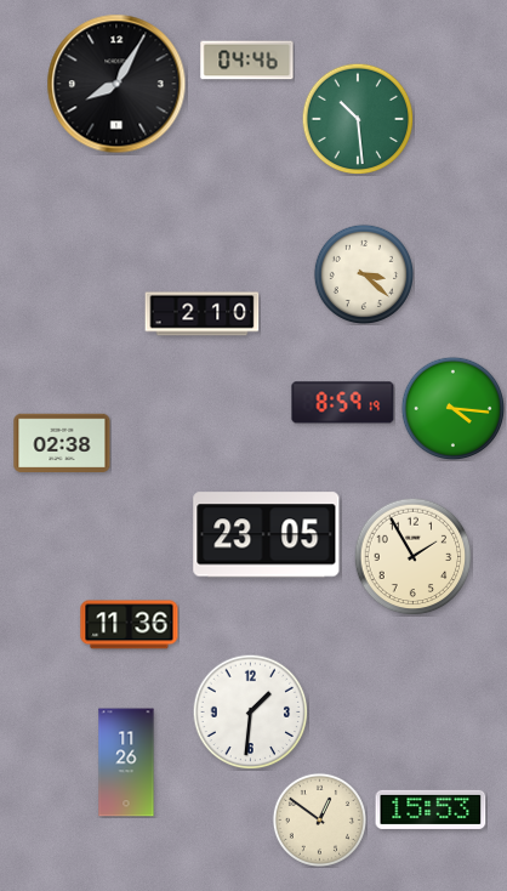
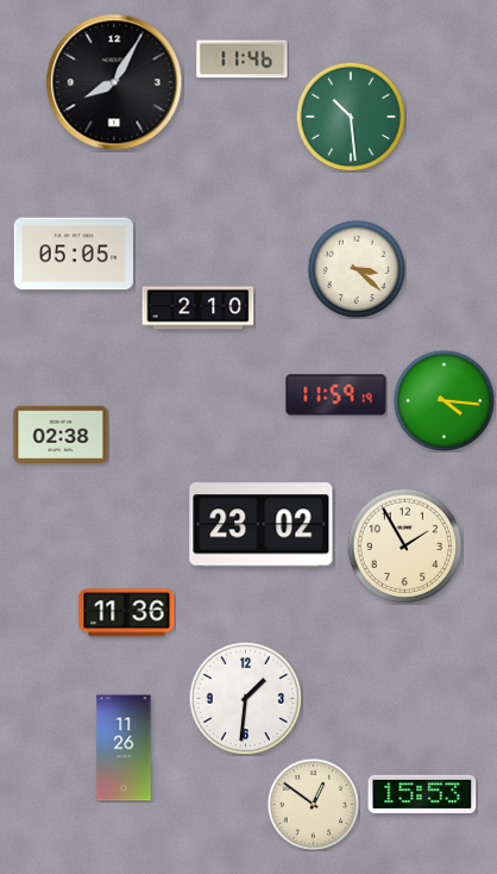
clock at (247, 61): 04:46 -> 11:46
clock at (73, 254): none -> 05:05
clock at (343, 403): 8:59 -> 11:59
clock at (267, 535): 23:05 -> 23:02
